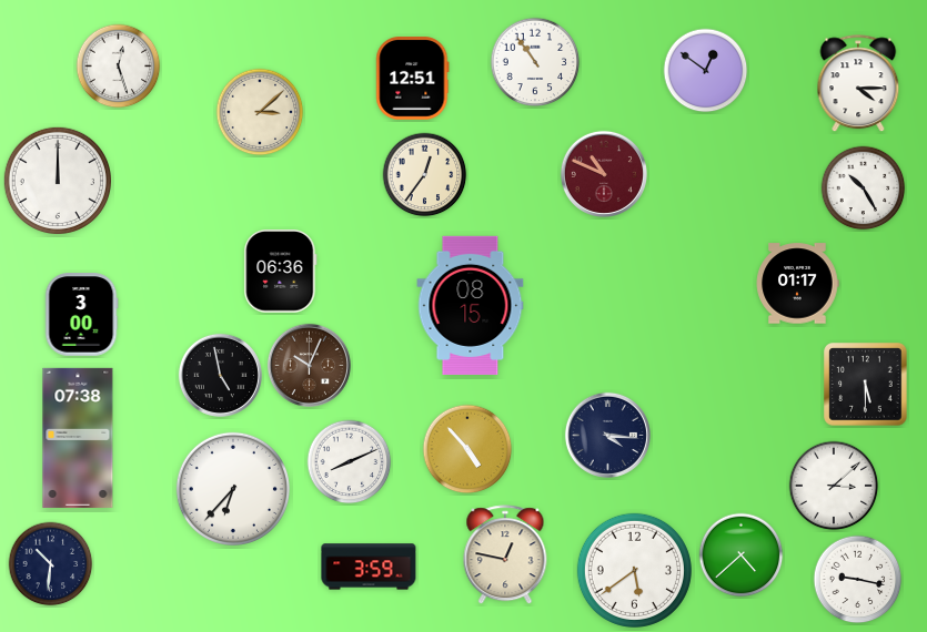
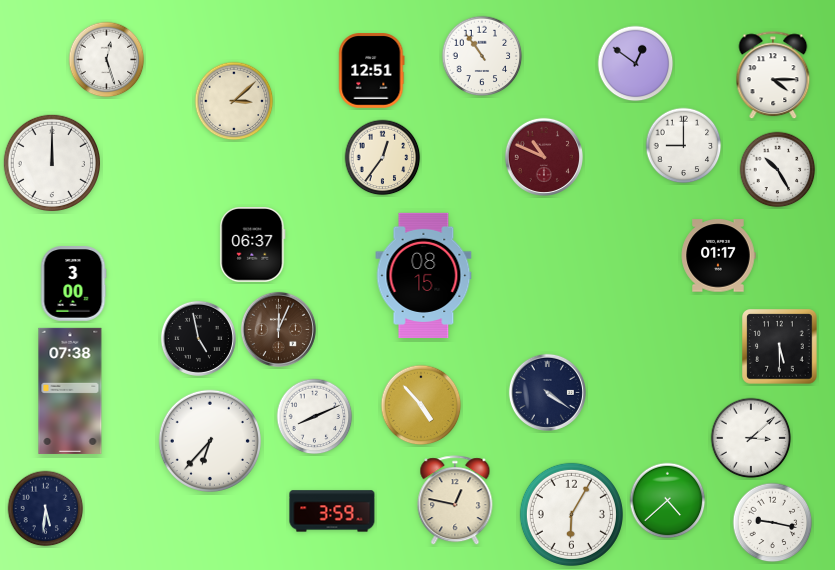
clock at (684, 146): none -> 9:00
clock at (281, 272): 06:36 -> 06:37
clock at (309, 365): 10:04 -> 12:04
clock at (607, 435): 4:16 -> 4:21
clock at (78, 438) position: (78, 438) -> (70, 391)
clock at (51, 564): 10:31 -> 5:31
clock at (634, 570): 5:39 -> 6:05
